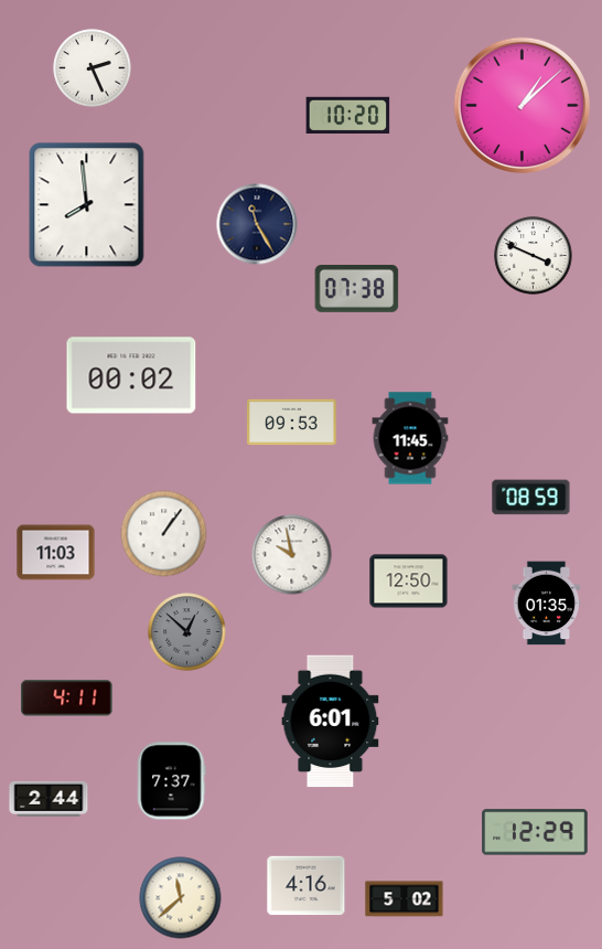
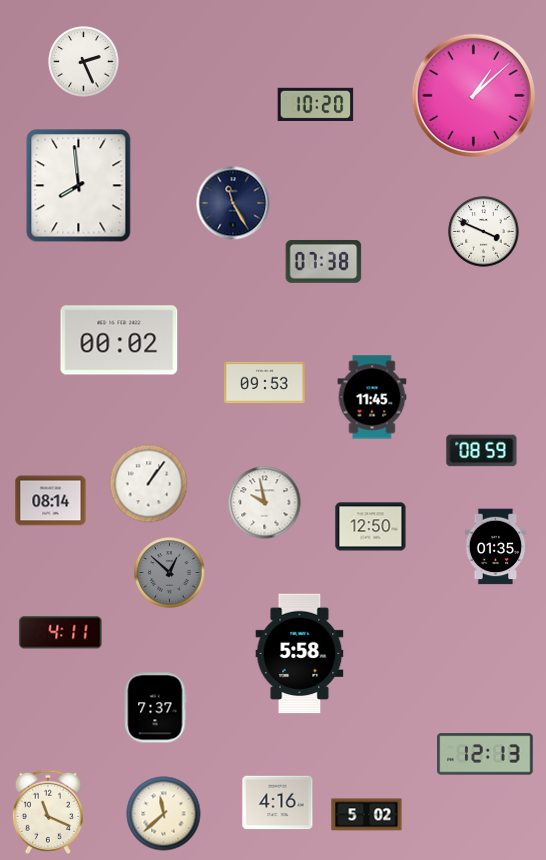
clock at (56, 553): 11:03 -> 08:14
clock at (331, 722): 6:01 -> 5:58
clock at (49, 799): 2:44 -> none
clock at (535, 832): 12:29 -> 12:13
clock at (48, 812): none -> 11:19
